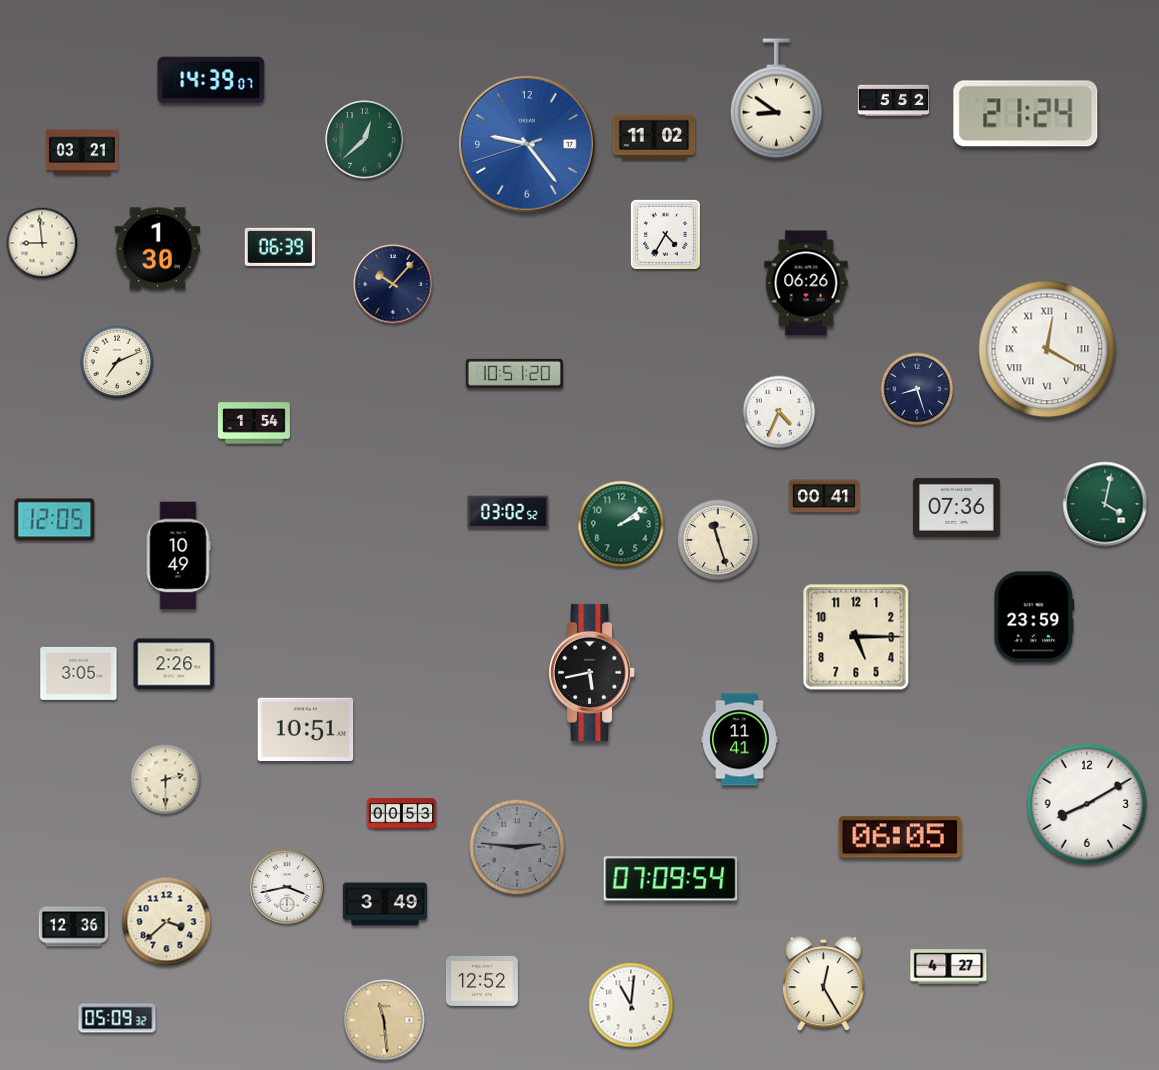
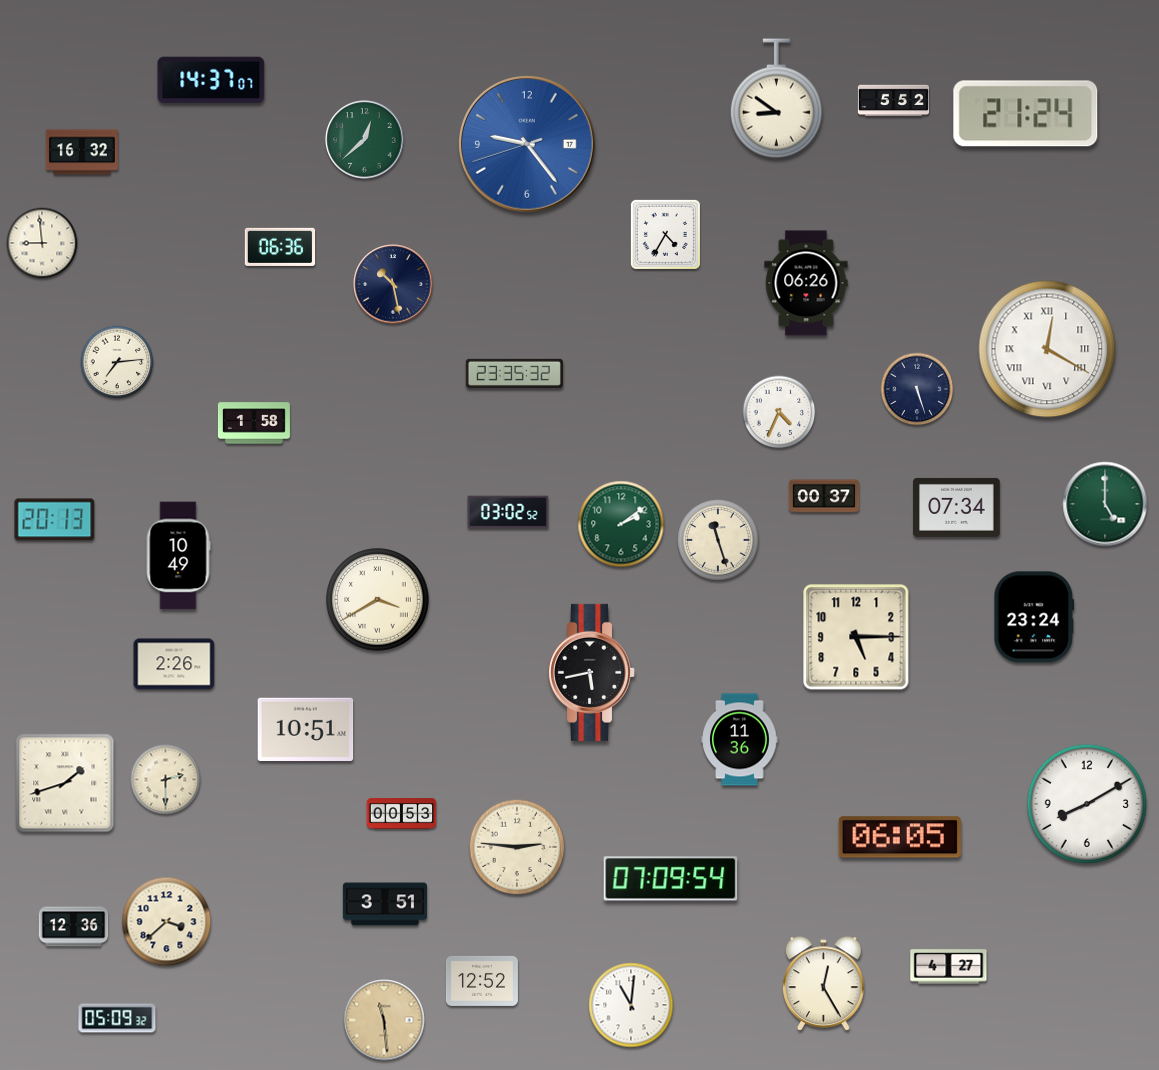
clock at (211, 80): 14:39 -> 14:37
clock at (654, 136): 11:02 -> none
clock at (82, 152): 03:21 -> 16:32
clock at (280, 247): 06:39 -> 06:36
clock at (157, 249): 1:30 -> none
clock at (393, 284): 10:07 -> 10:28
clock at (117, 362): 7:11 -> 7:14
clock at (514, 373): 10:51 -> 23:35
clock at (917, 389): 8:27 -> 5:27
clock at (254, 423): 1:54 -> 1:58
clock at (824, 496): 00:41 -> 00:37
clock at (1105, 504): 4:02 -> 5:00
clock at (957, 507): 07:36 -> 07:34
clock at (55, 520): 12:05 -> 20:13
clock at (378, 600): none -> 3:40
clock at (1034, 617): 23:59 -> 23:24
clock at (79, 673): 3:05 -> none
clock at (740, 740): 11:41 -> 11:36
clock at (65, 783): none -> 1:42
clock at (517, 847) dial: grey -> cream
clock at (287, 887): 3:43 -> none
clock at (385, 904): 3:49 -> 3:51
